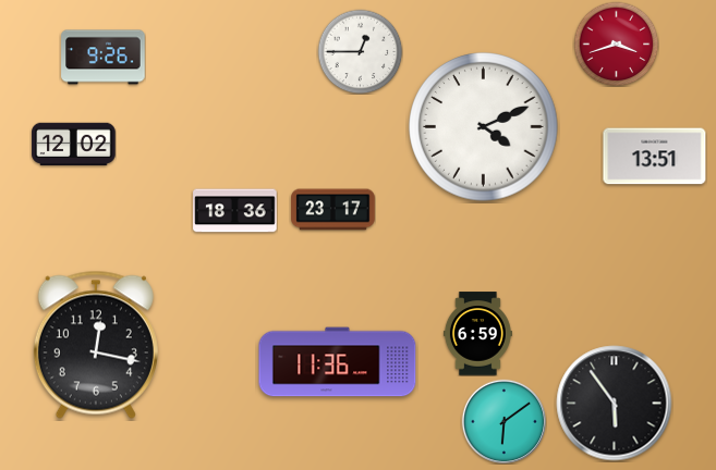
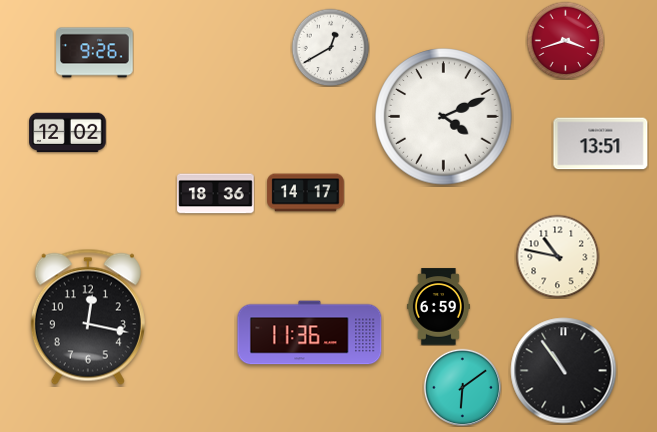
clock at (360, 51): 12:45 -> 12:40
clock at (333, 210): 23:17 -> 14:17
clock at (557, 256): none -> 10:47
clock at (615, 404): 5:54 -> 10:54
